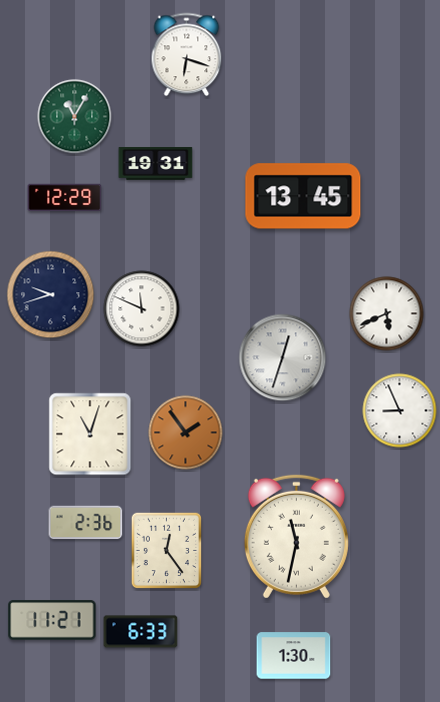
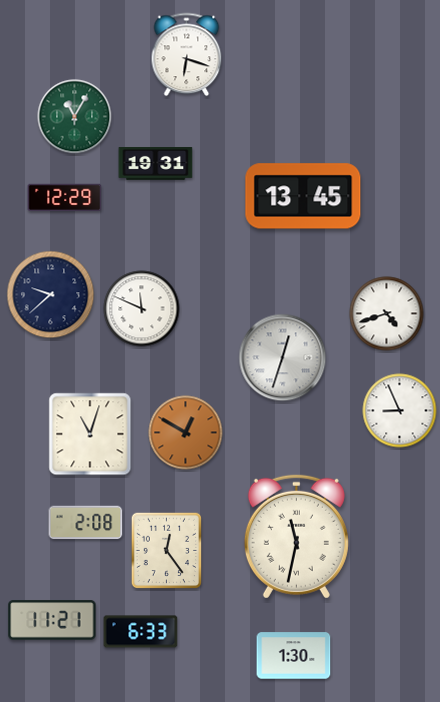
clock at (51, 295): 9:42 -> 9:38
clock at (387, 314): 5:41 -> 4:42
clock at (186, 433): 1:54 -> 12:50
clock at (86, 523): 2:36 -> 2:08
